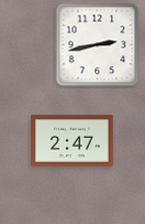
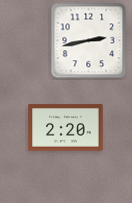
clock at (72, 141): 2:47 -> 2:20
